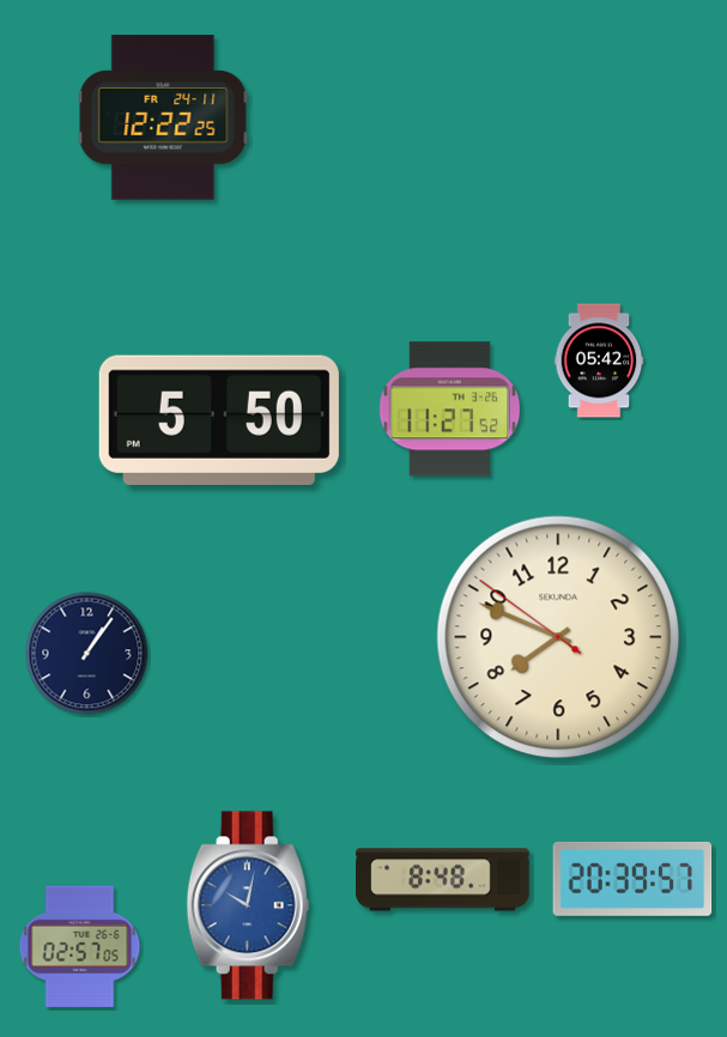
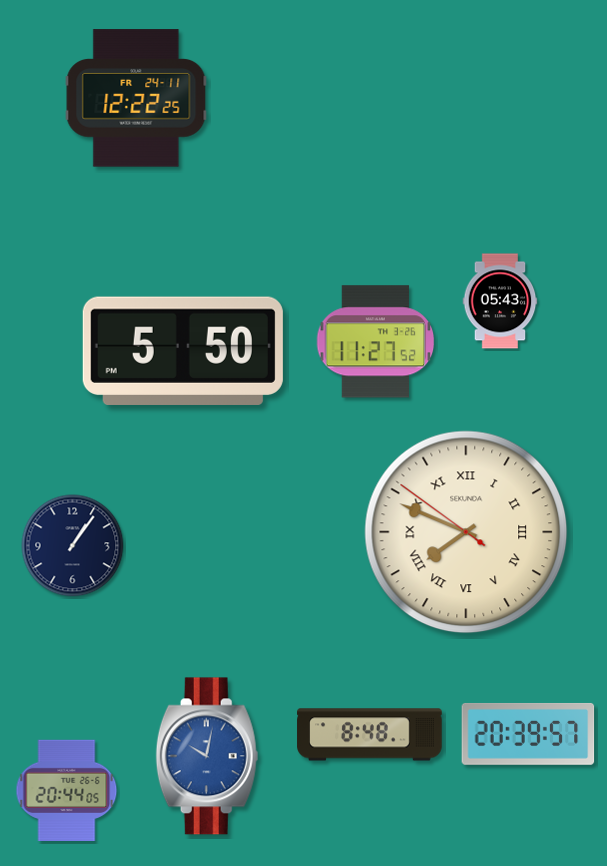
clock at (599, 360): 05:42 -> 05:43
clock at (558, 637) numerals: Arabic -> Roman
clock at (80, 946): 02:57 -> 20:44
